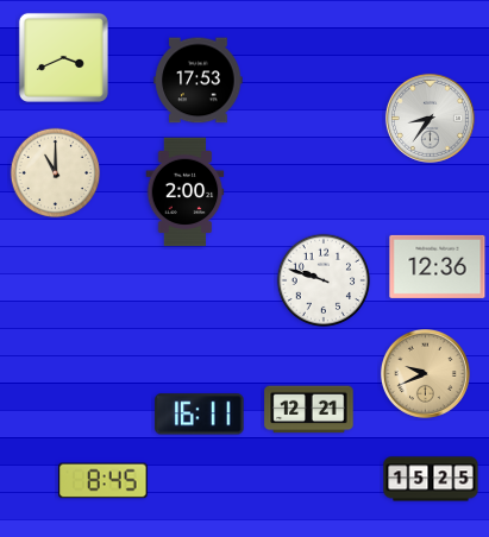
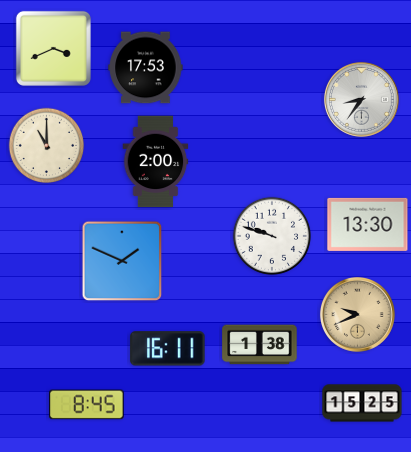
clock at (199, 81) position: (199, 81) -> (146, 68)
clock at (438, 266): 12:36 -> 13:30
clock at (122, 261): none -> 1:49
clock at (309, 410): 12:21 -> 1:38
